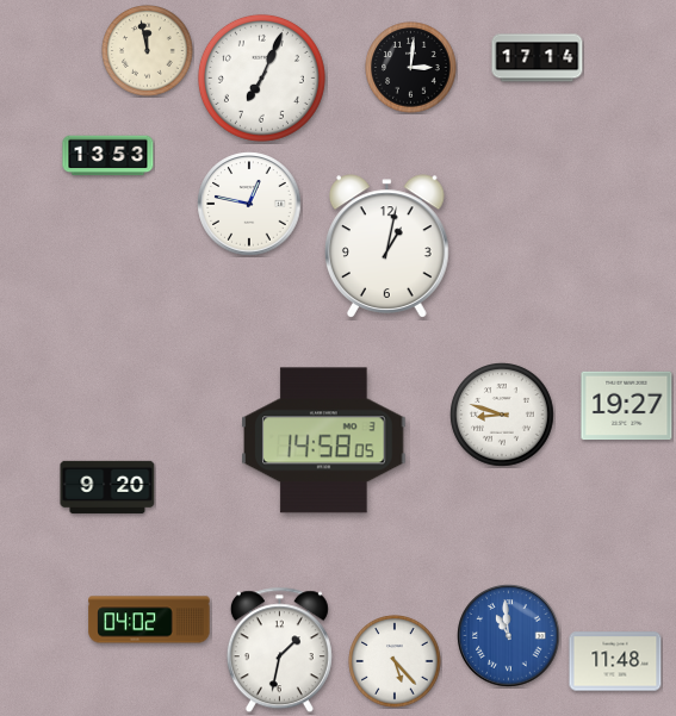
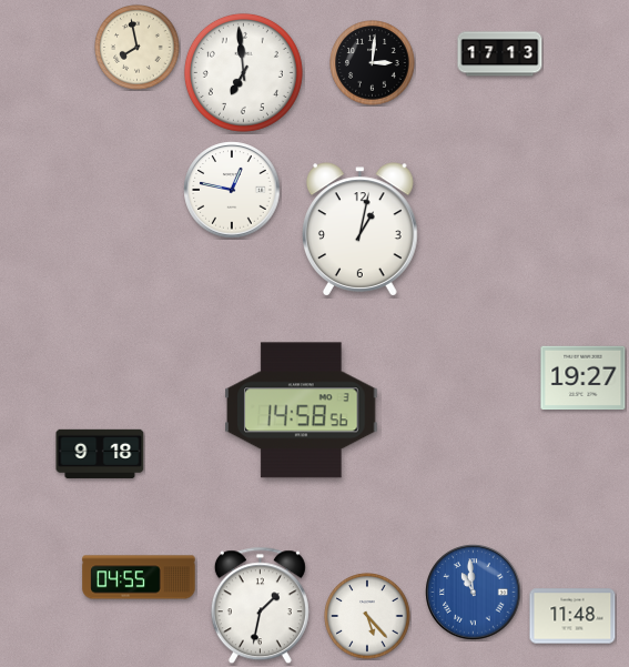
clock at (148, 51): 11:58 -> 7:58
clock at (538, 58): 17:14 -> 17:13
clock at (411, 68) position: (411, 68) -> (373, 63)
clock at (261, 77): 7:04 -> 6:59
clock at (108, 156): 13:53 -> none
clock at (502, 415): 8:48 -> none
clock at (324, 441): 14:58:05 -> 14:58:56
clock at (107, 487): 9:20 -> 9:18
clock at (149, 620): 04:02 -> 04:55
